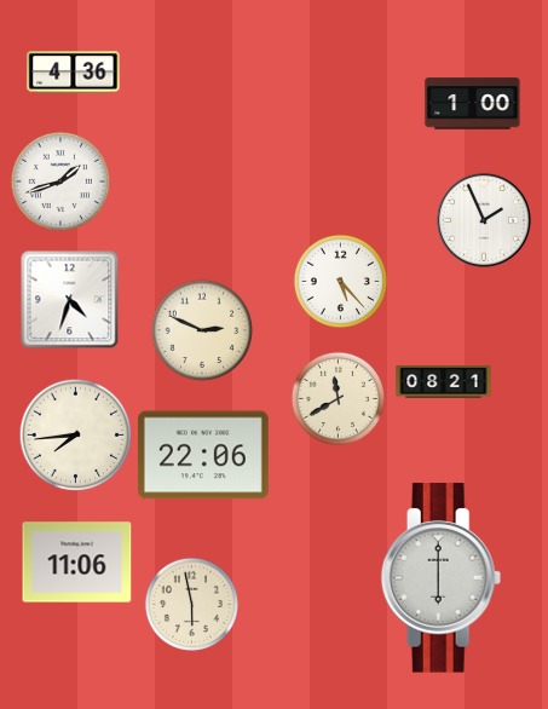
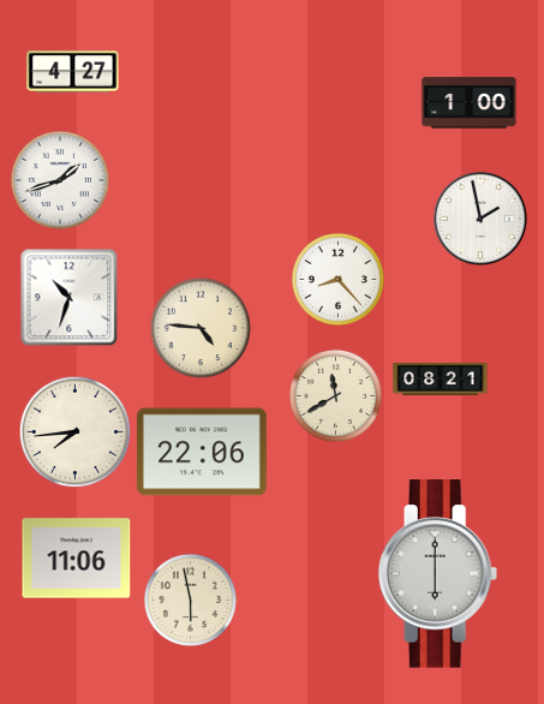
clock at (74, 73): 4:36 -> 4:27
clock at (484, 220): 1:56 -> 1:58
clock at (340, 281): 5:23 -> 8:23
clock at (69, 299): 4:33 -> 10:33
clock at (201, 329): 2:49 -> 4:46
